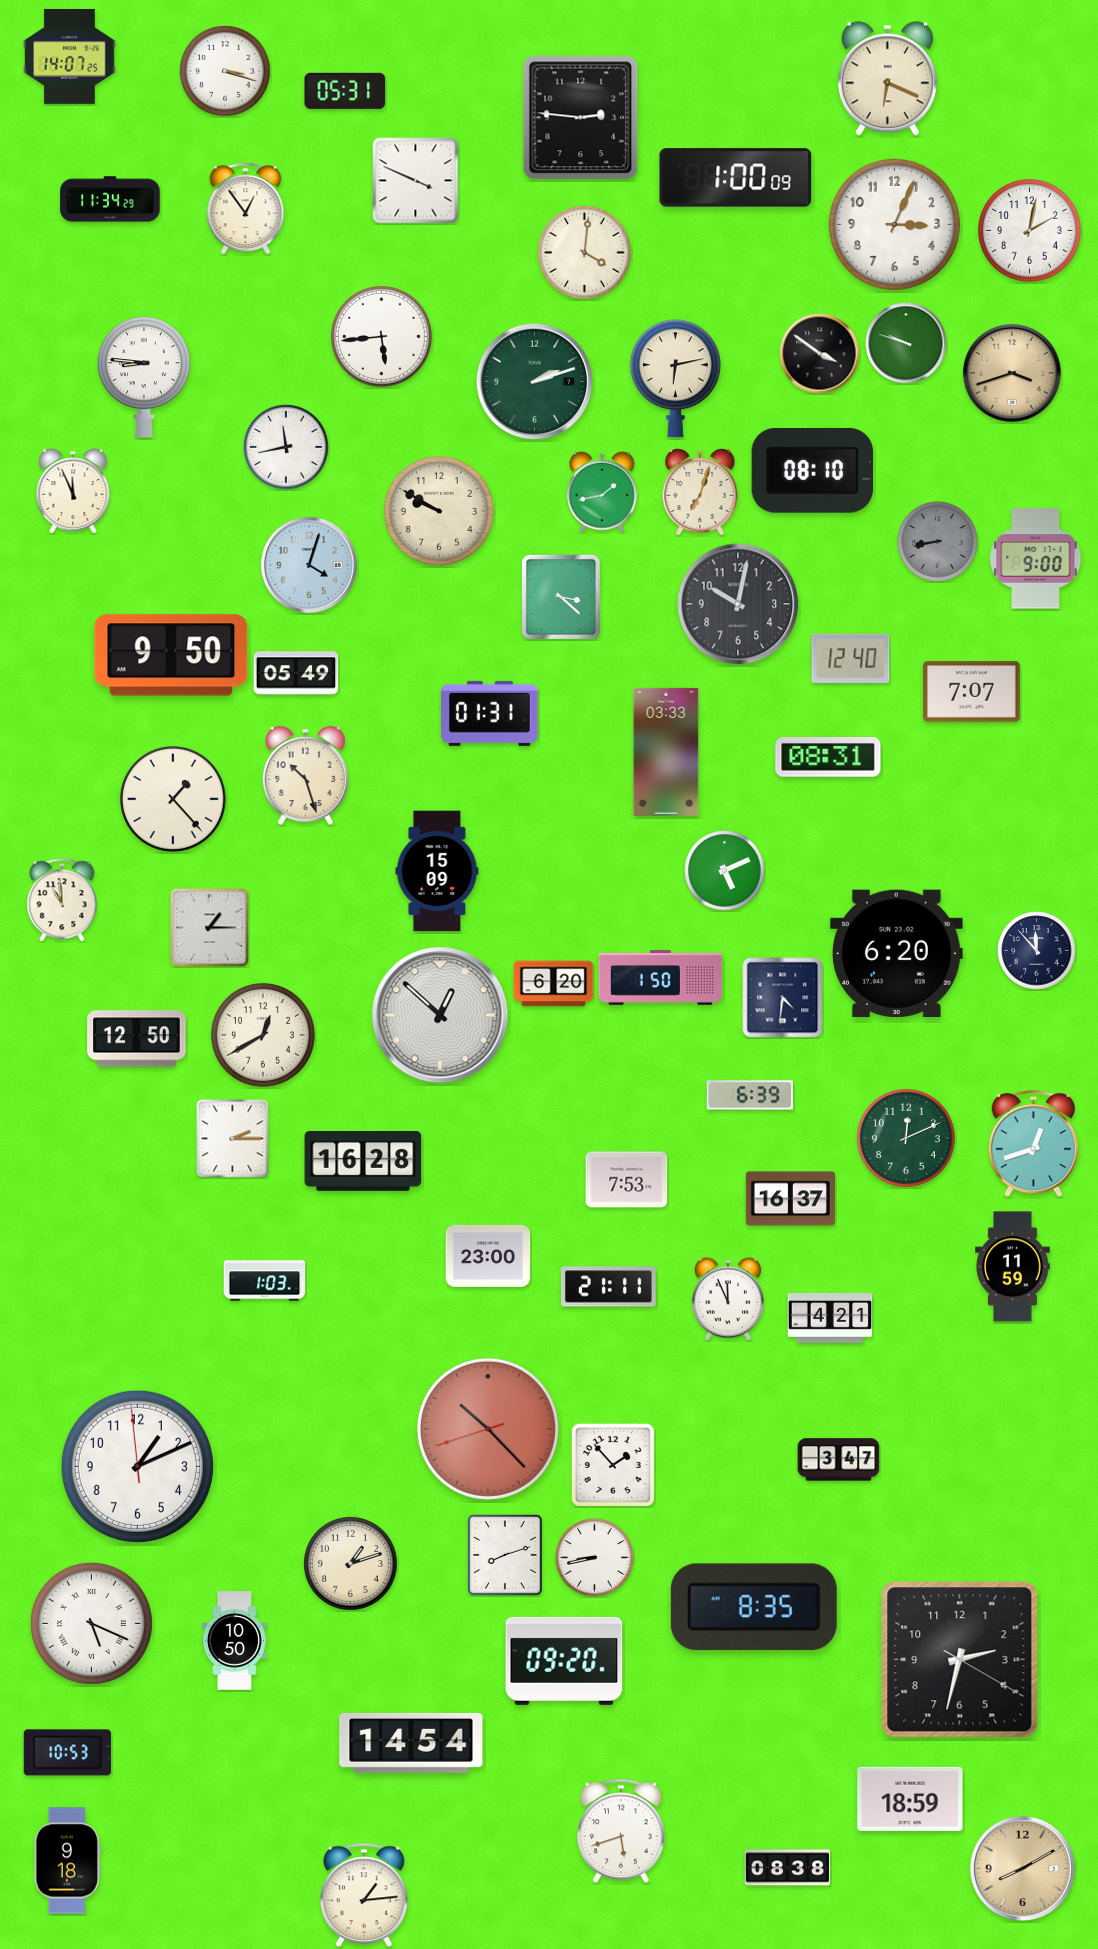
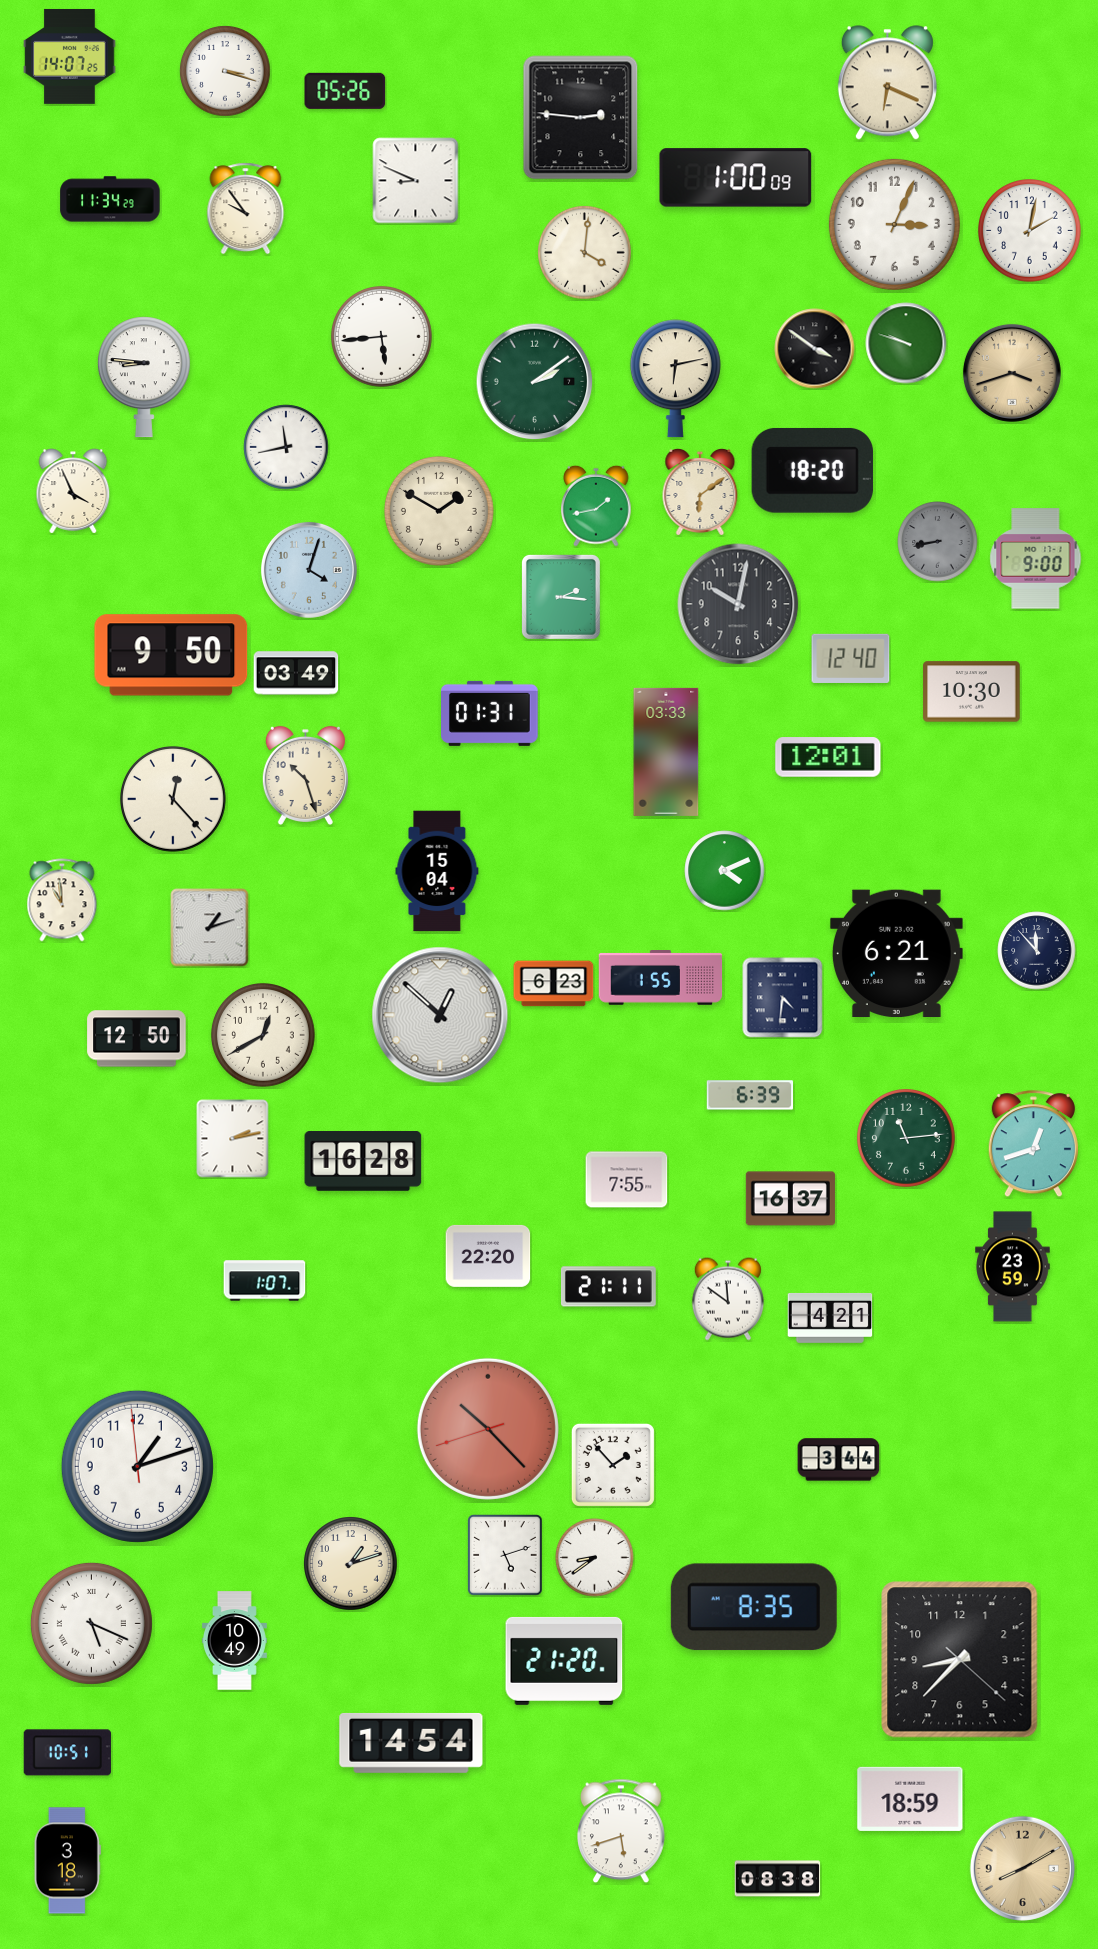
clock at (887, 79) position: (887, 79) -> (887, 83)
clock at (345, 91): 05:31 -> 05:26
clock at (416, 181): 3:49 -> 8:49
clock at (246, 209): 12:54 -> 9:54
clock at (820, 354) position: (820, 354) -> (815, 349)
clock at (535, 382): 2:12 -> 2:09
clock at (812, 471): 08:10 -> 18:20
clock at (73, 491): 11:56 -> 3:56
clock at (602, 492) position: (602, 492) -> (596, 506)
clock at (700, 492): 7:03 -> 6:09
clock at (439, 511): 9:50 -> 1:50
clock at (309, 565) position: (309, 565) -> (309, 570)
clock at (561, 597): 3:22 -> 2:16
clock at (296, 673): 05:49 -> 03:49
clock at (972, 692): 7:07 -> 10:30
clock at (828, 757): 08:31 -> 12:01
clock at (174, 800): 1:23 -> 12:23
clock at (437, 871): 15:09 -> 15:04
clock at (725, 871): 5:11 -> 4:11
clock at (210, 928): 1:15 -> 1:12
clock at (896, 953): 6:20 -> 6:21
clock at (661, 978): 1:50 -> 1:55
clock at (554, 984): 6:20 -> 6:23
clock at (906, 1138): 12:11 -> 11:14
clock at (233, 1139): 2:15 -> 2:13
clock at (627, 1180): 7:53 -> 7:55
clock at (488, 1256): 23:00 -> 22:20
clock at (1013, 1267): 11:59 -> 23:59
clock at (265, 1281): 1:03 -> 1:07
clock at (728, 1299): 11:56 -> 11:51
clock at (839, 1460): 3:47 -> 3:44
clock at (137, 1466): 1:10 -> 1:11
clock at (505, 1555): 8:12 -> 5:12
clock at (595, 1558): 8:43 -> 8:39
clock at (234, 1641): 10:50 -> 10:49
clock at (960, 1660): 2:32 -> 8:37
clock at (564, 1661): 09:20 -> 21:20
clock at (67, 1753): 10:53 -> 10:51
clock at (67, 1861): 9:18 -> 3:18
clock at (788, 1868) position: (788, 1868) -> (778, 1879)
clock at (365, 1895): 1:14 -> none
